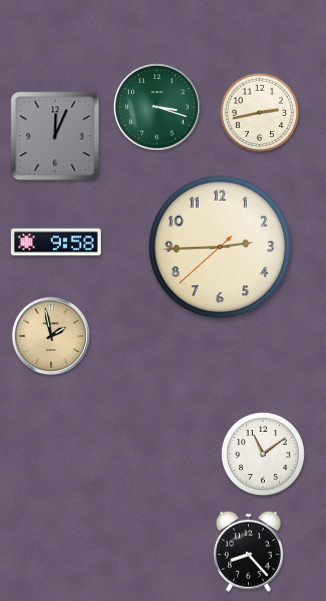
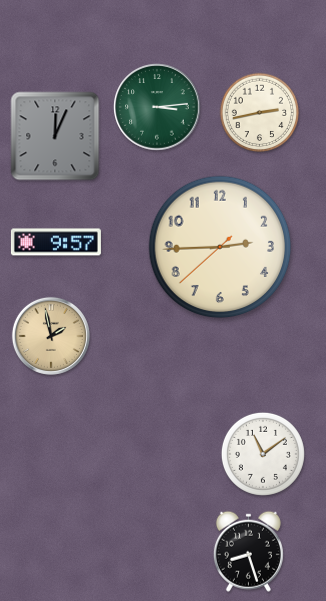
clock at (157, 107): 3:18 -> 3:14
clock at (56, 242): 9:58 -> 9:57
clock at (248, 551): 8:23 -> 8:27
